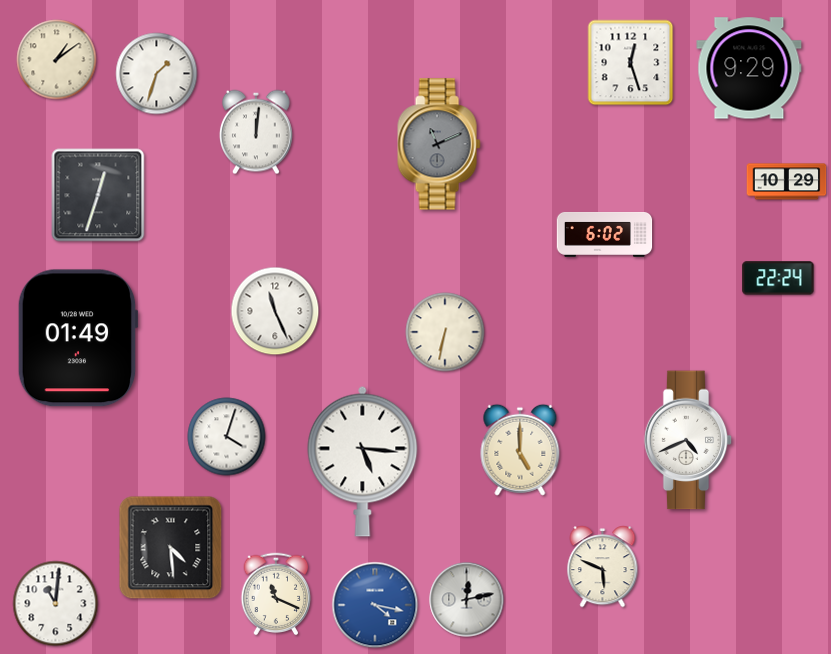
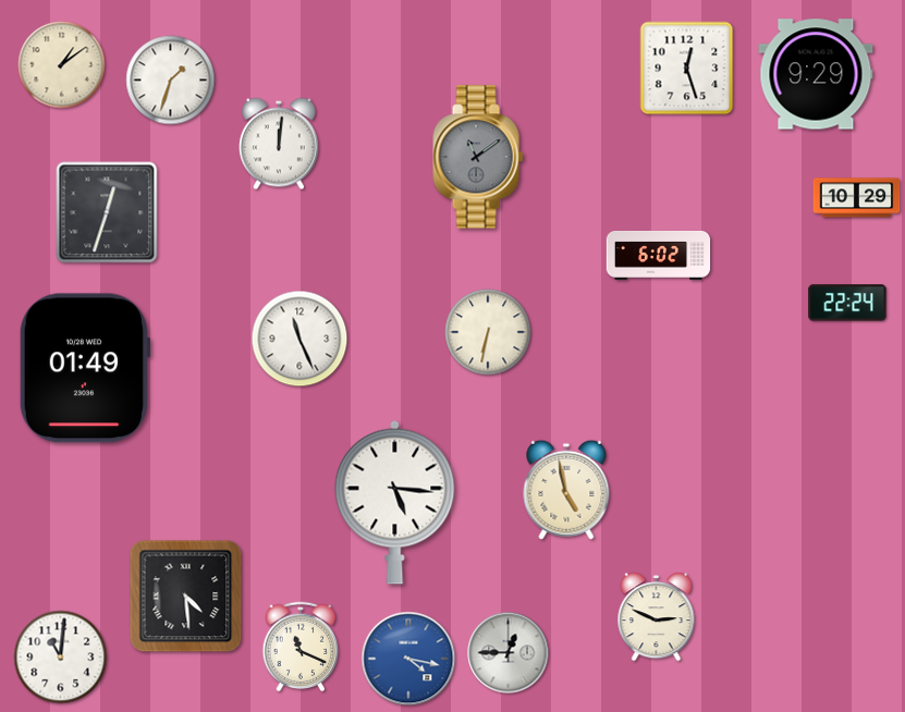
clock at (439, 144): 11:11 -> 11:09
clock at (445, 332) position: (445, 332) -> (488, 332)
clock at (227, 437): 4:03 -> none
clock at (688, 440): 4:41 -> none
clock at (520, 450): 5:00 -> 4:58
clock at (603, 567): 5:49 -> 2:49
clock at (467, 600): 12:13 -> 12:45
